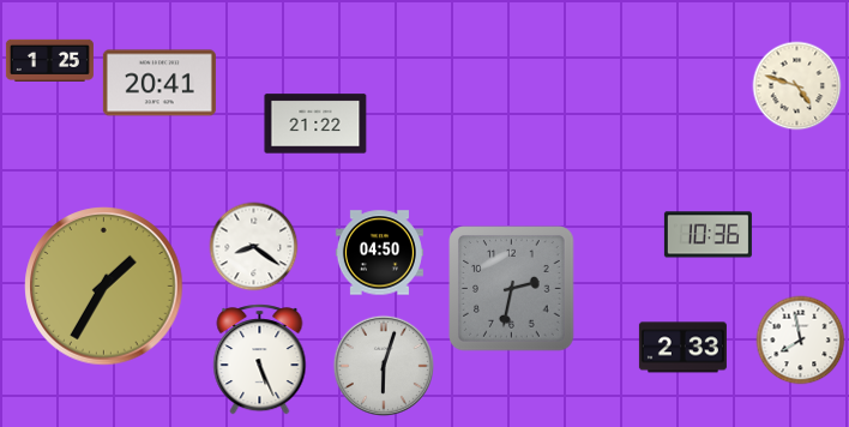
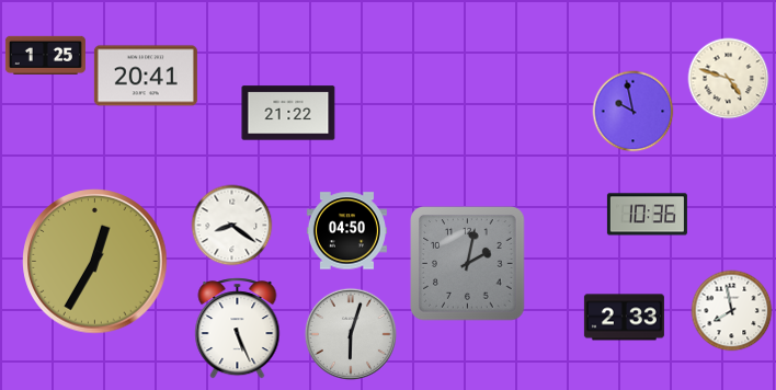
clock at (634, 112): none -> 9:58
clock at (104, 287): 1:35 -> 12:35
clock at (512, 289): 2:32 -> 2:02
